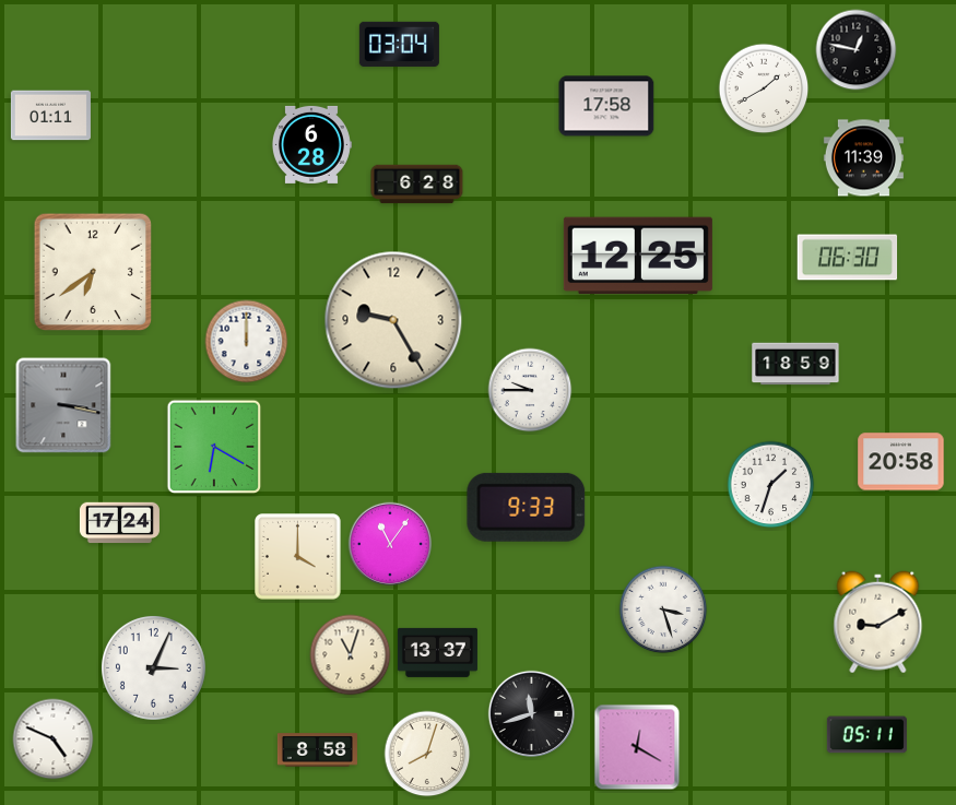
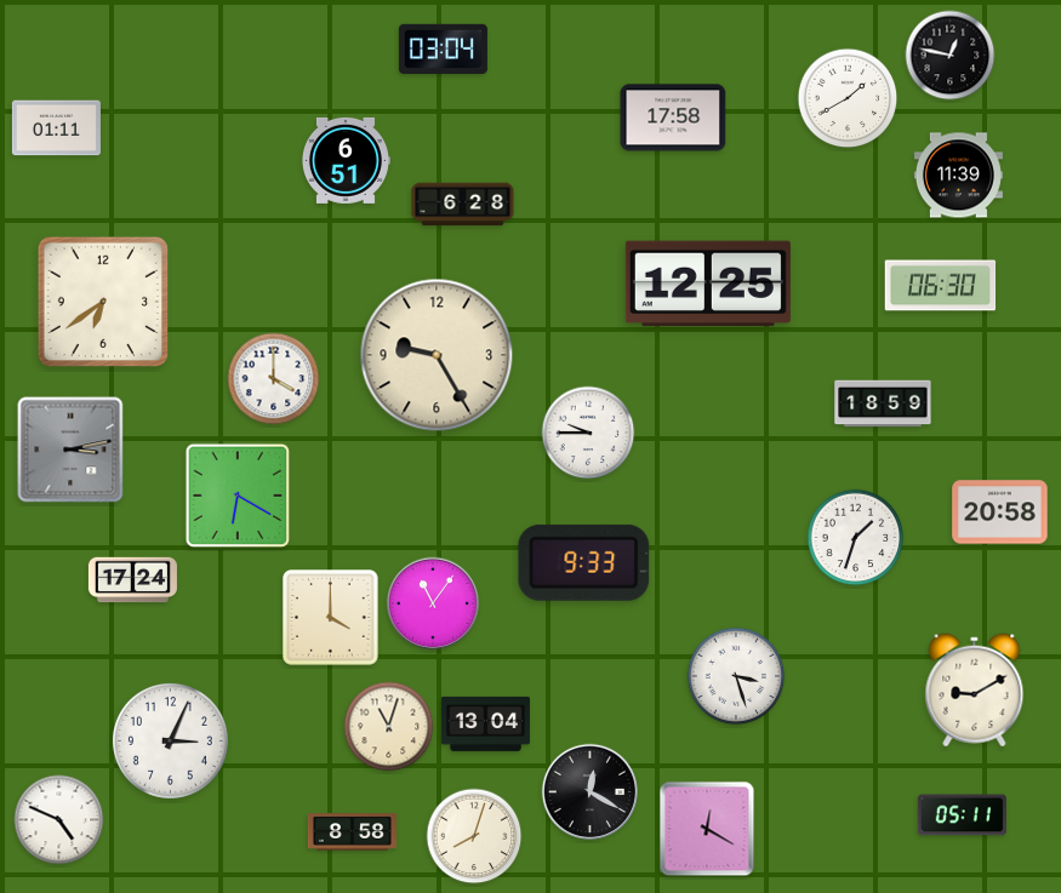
clock at (311, 144): 6:28 -> 6:51
clock at (247, 342): 12:00 -> 4:00
clock at (63, 405): 3:17 -> 3:13
clock at (437, 652): 13:37 -> 13:04
clock at (531, 713): 11:42 -> 12:20
